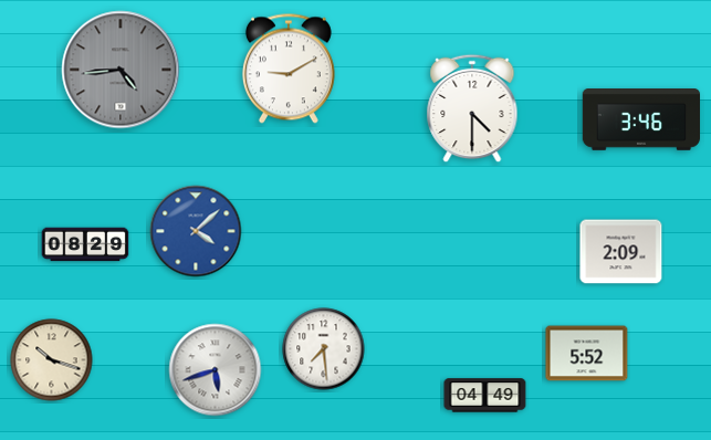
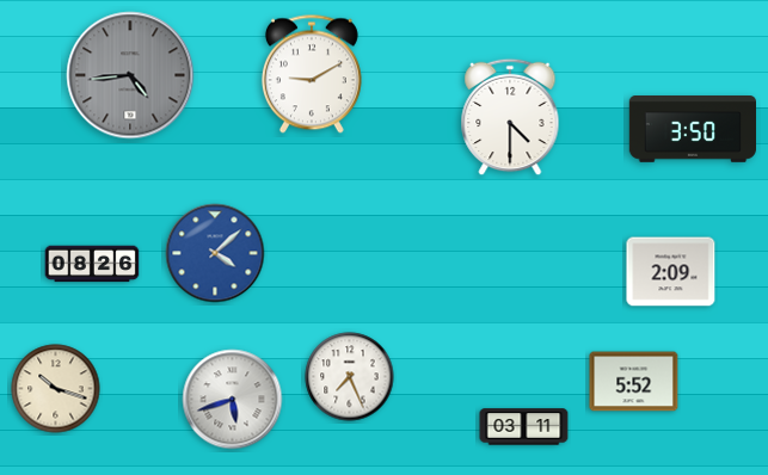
clock at (640, 121): 3:46 -> 3:50
clock at (196, 231) position: (196, 231) -> (215, 253)
clock at (85, 244): 08:29 -> 08:26
clock at (324, 349): 7:29 -> 7:26
clock at (485, 396): 04:49 -> 03:11
